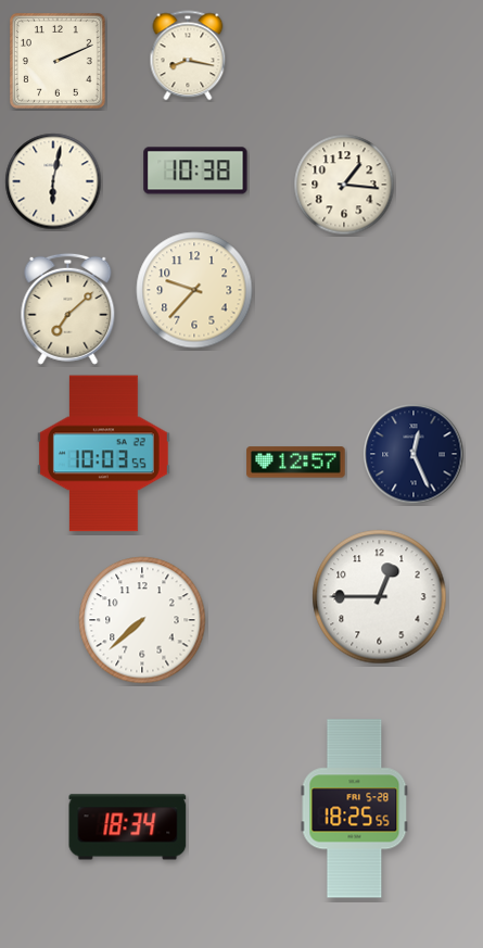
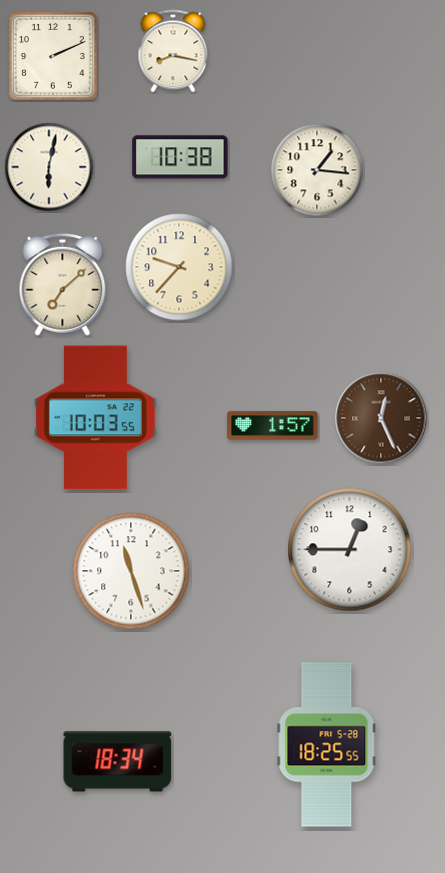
clock at (414, 454) dial: navy -> brown
clock at (296, 463): 12:57 -> 1:57
clock at (142, 620): 7:38 -> 11:27
